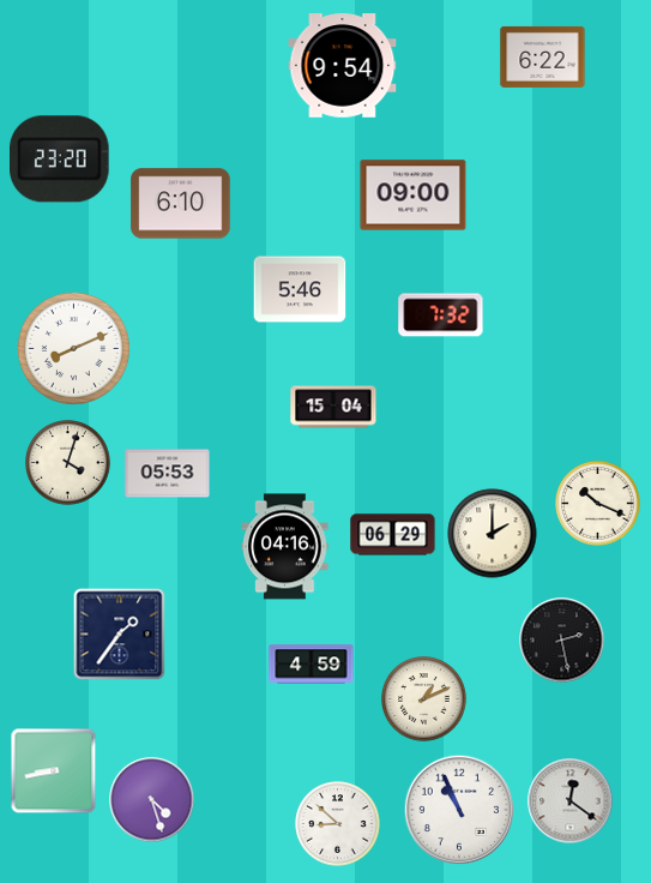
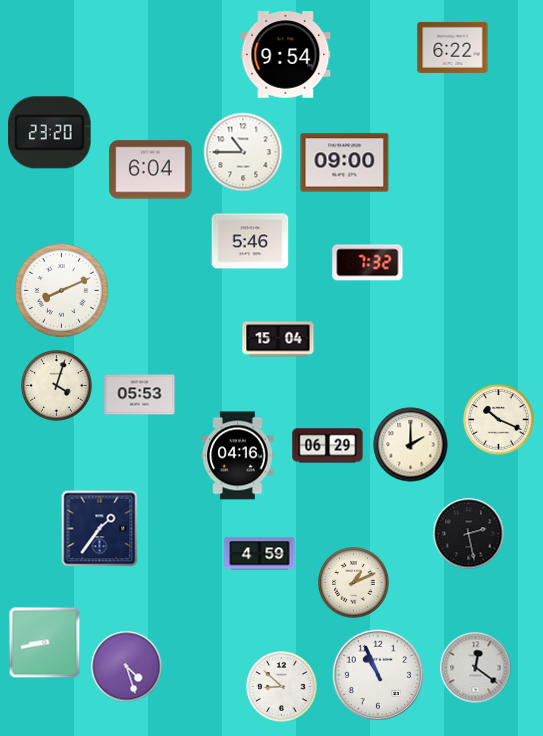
clock at (243, 152): none -> 10:45
clock at (181, 204): 6:10 -> 6:04
clock at (458, 809) position: (458, 809) -> (377, 674)
